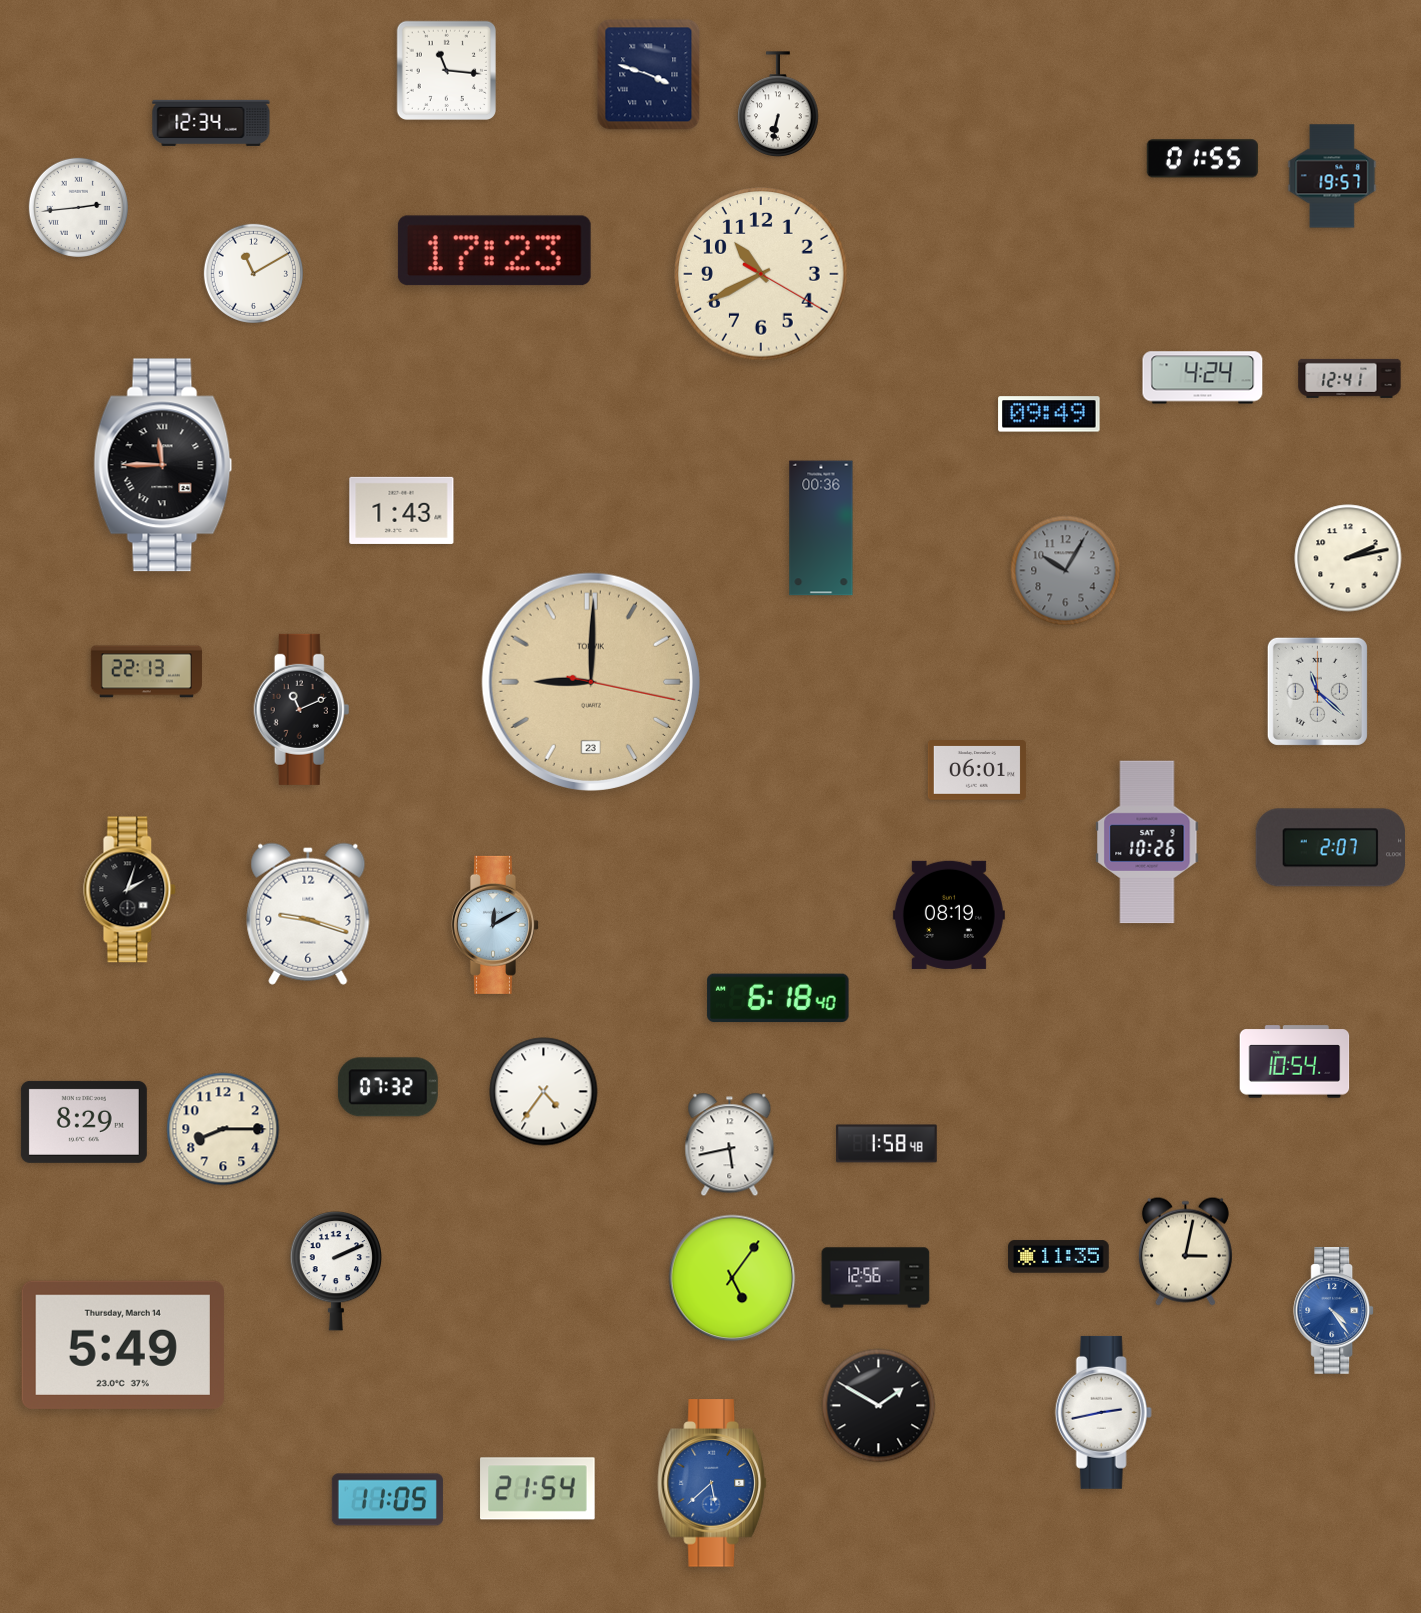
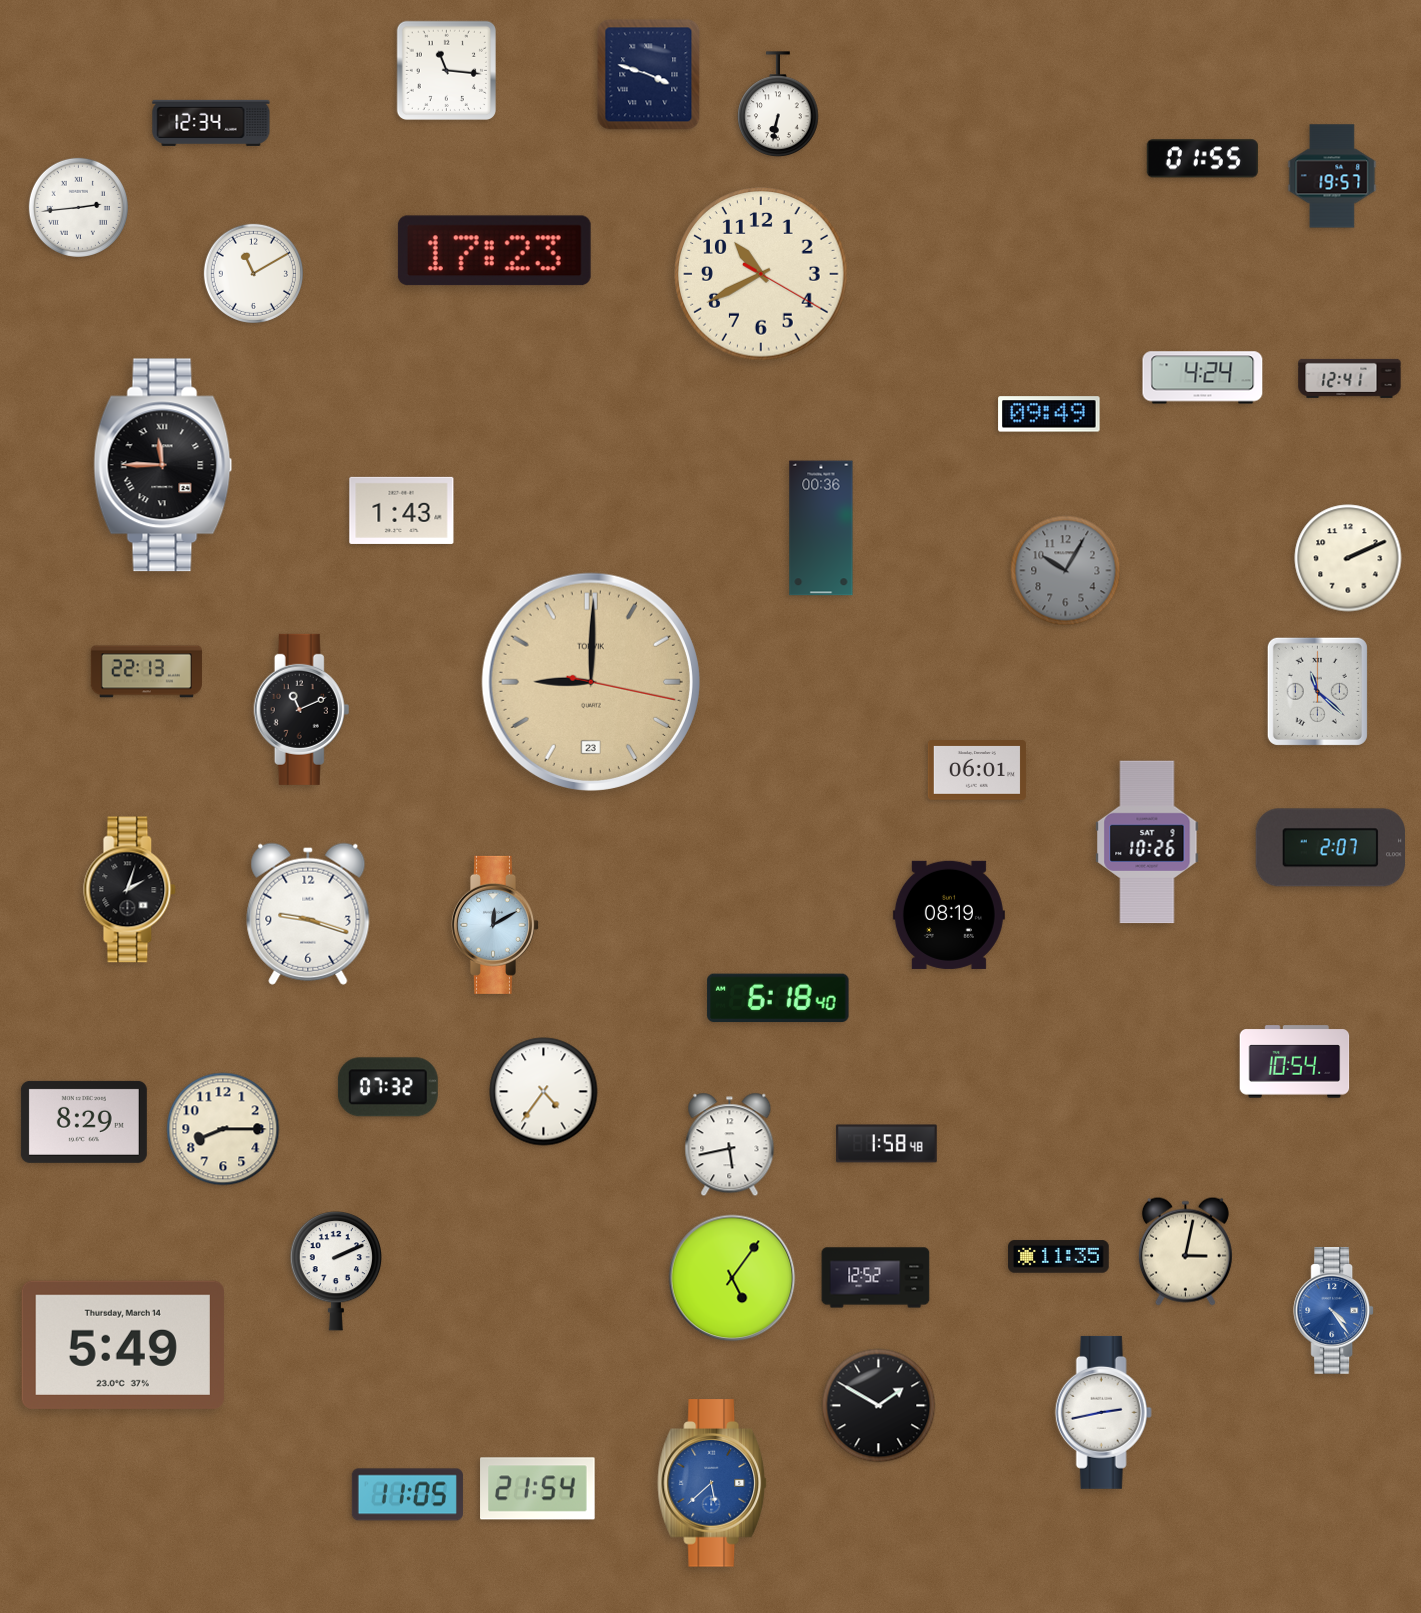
clock at (1348, 558): 2:13 -> 2:11
clock at (876, 1278): 12:56 -> 12:52
clock at (387, 1500) position: (387, 1500) -> (407, 1495)
